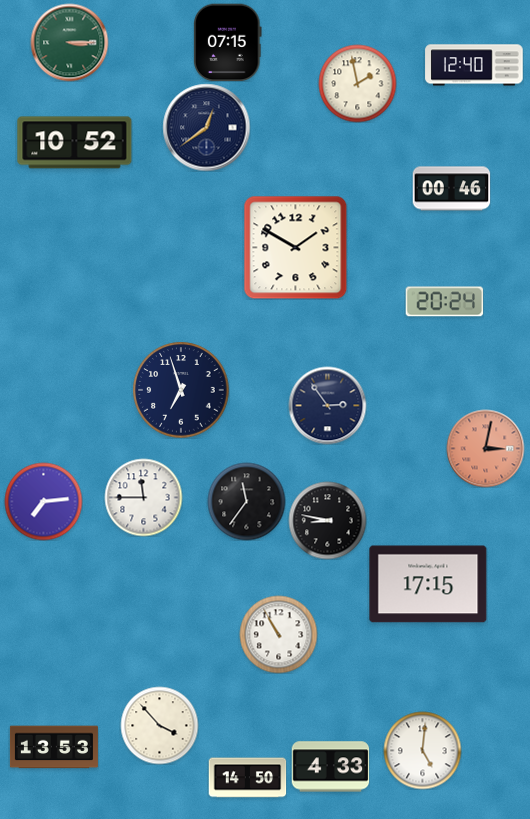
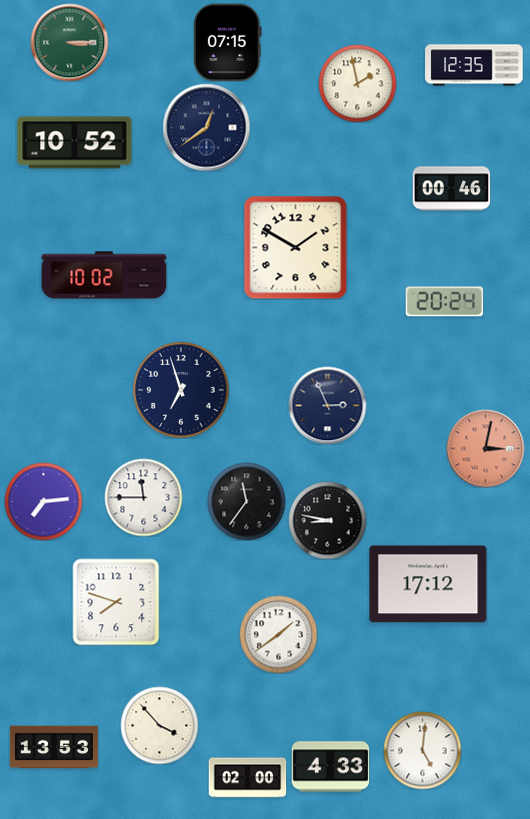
clock at (474, 65): 12:40 -> 12:35
clock at (104, 275): none -> 10:02
clock at (327, 405): 2:54 -> 2:56
clock at (428, 584): 17:15 -> 17:12
clock at (116, 602): none -> 7:48
clock at (278, 634): 10:55 -> 1:39
clock at (247, 778): 14:50 -> 02:00
